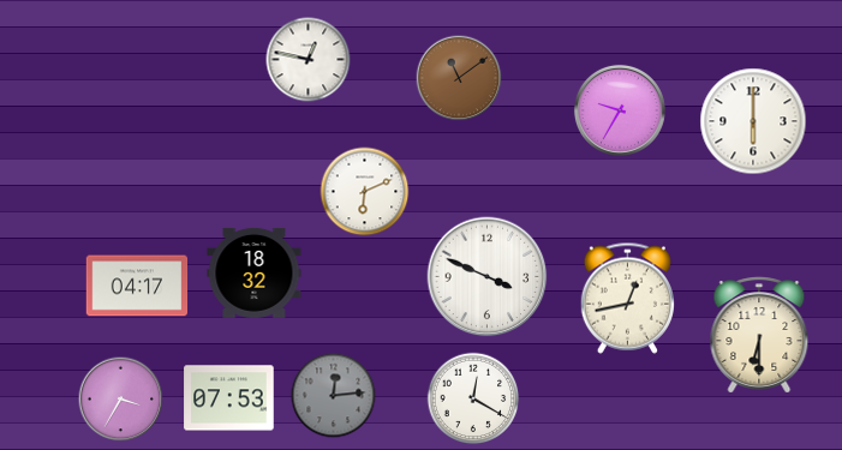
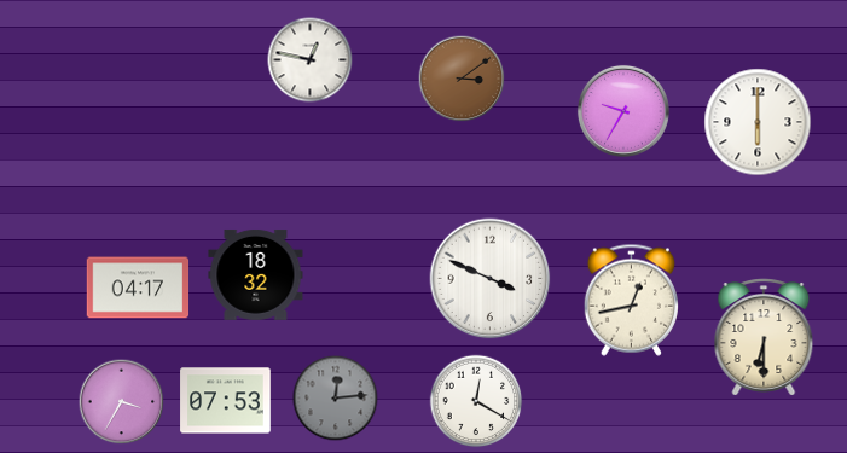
clock at (459, 78): 11:09 -> 3:09
clock at (365, 192): 6:11 -> none
clock at (229, 398) position: (229, 398) -> (226, 401)
